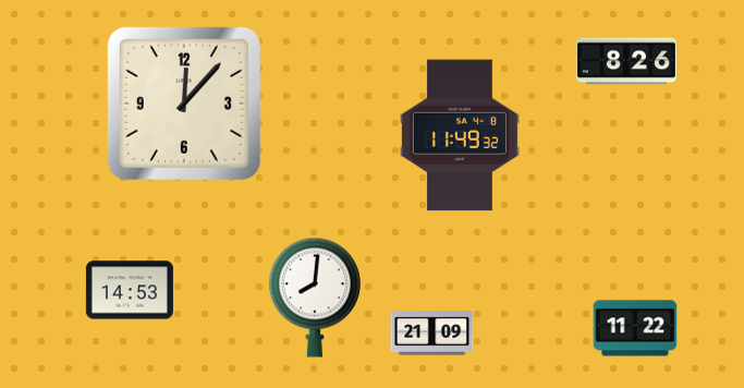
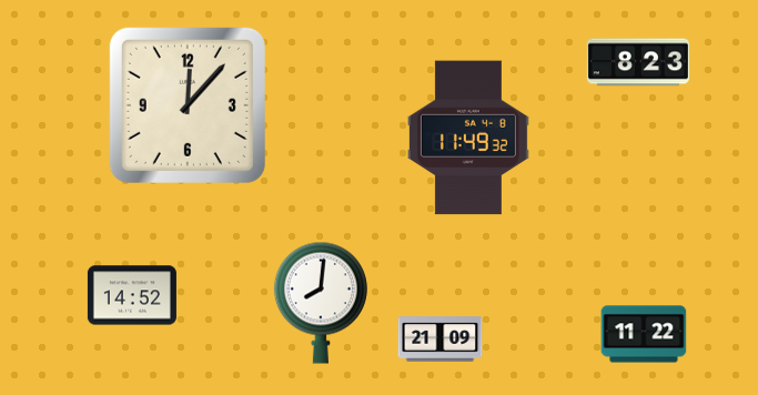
clock at (626, 61): 8:26 -> 8:23
clock at (130, 290): 14:53 -> 14:52
clock at (635, 328) position: (635, 328) -> (644, 334)
